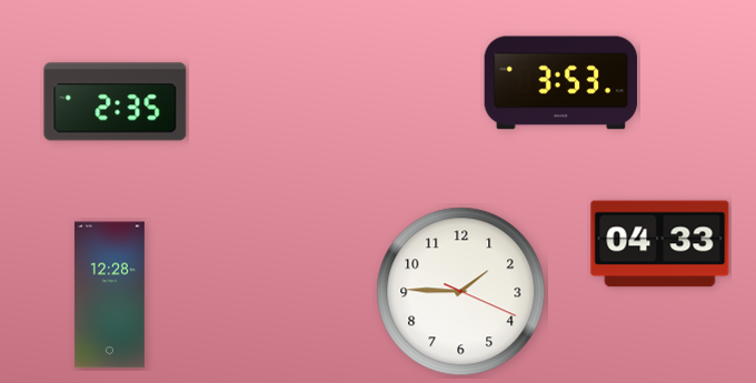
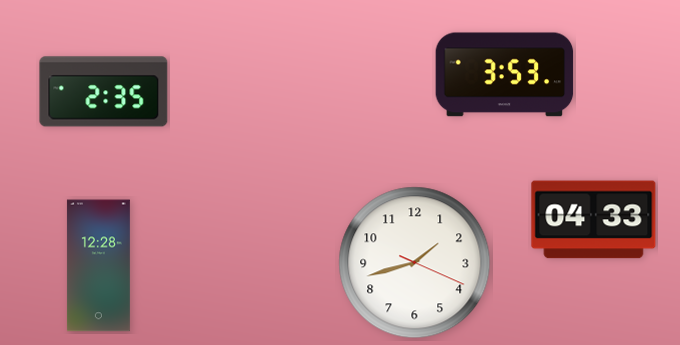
clock at (461, 292): 1:45 -> 1:42
